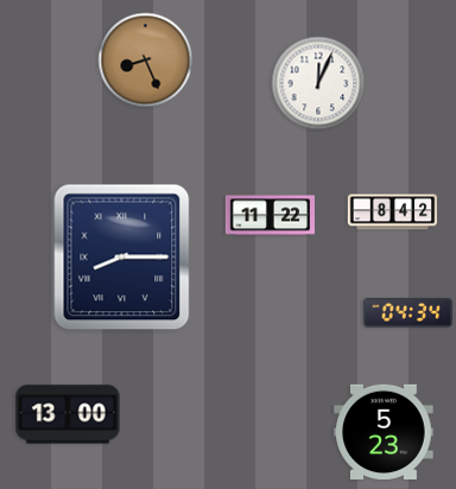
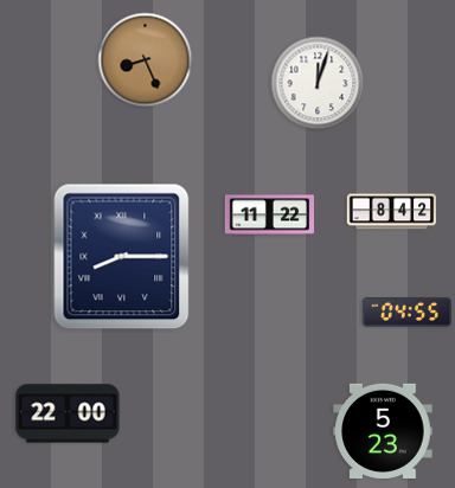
clock at (318, 83): 12:04 -> 12:03
clock at (407, 312): 04:34 -> 04:55
clock at (68, 414): 13:00 -> 22:00
